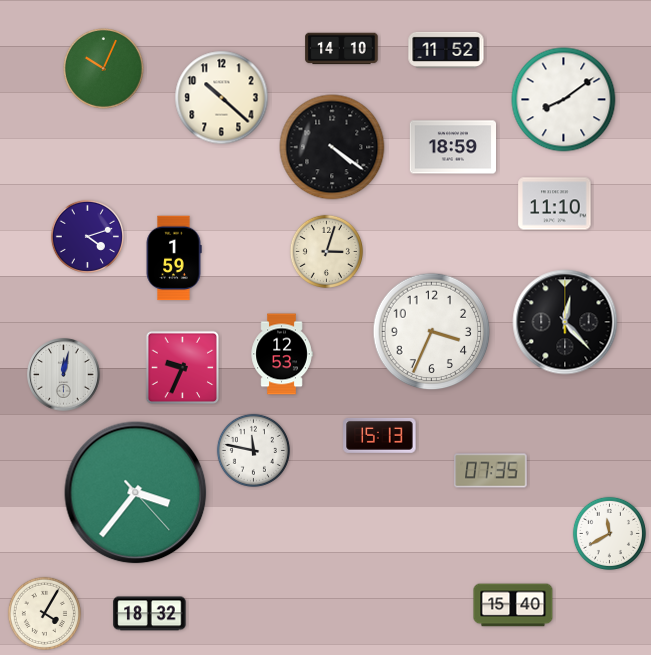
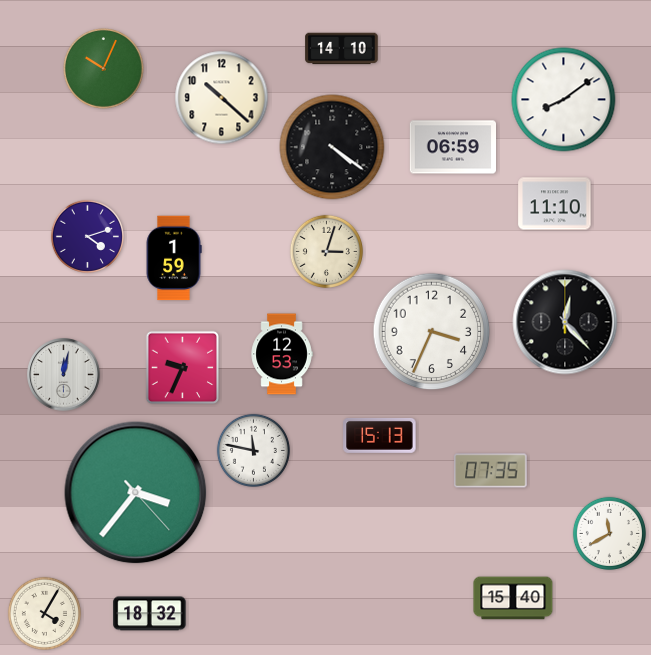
clock at (446, 50): 11:52 -> none
clock at (452, 147): 18:59 -> 06:59
clock at (513, 605) position: (513, 605) -> (513, 598)
